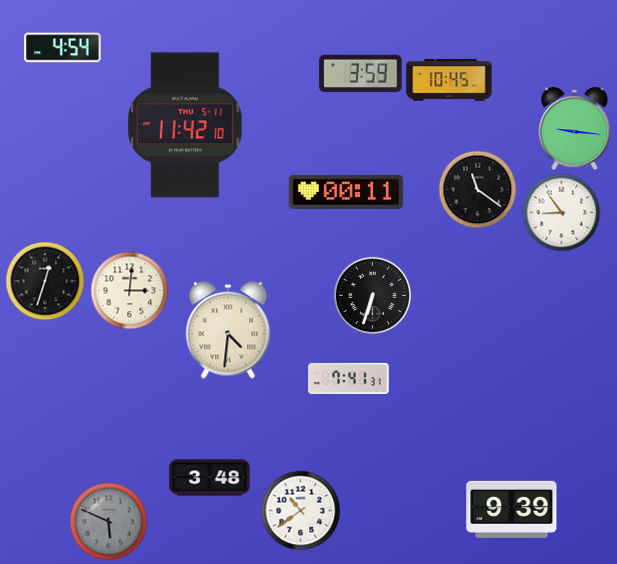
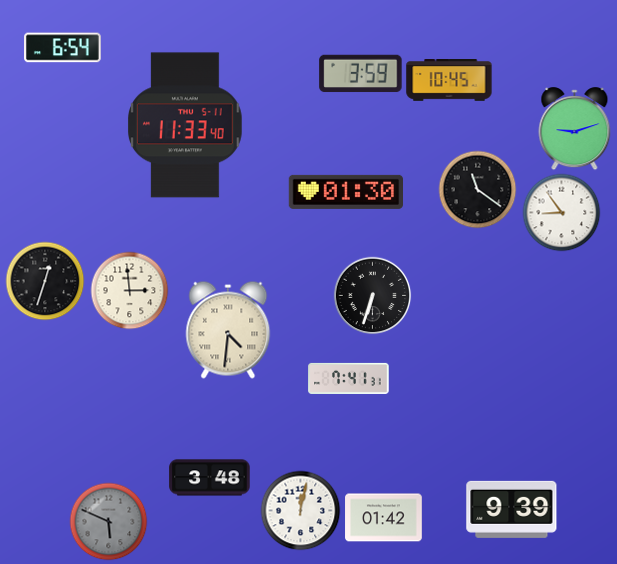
clock at (63, 48): 4:54 -> 6:54
clock at (186, 125): 11:42 -> 11:33
clock at (575, 129): 9:16 -> 9:12
clock at (345, 192): 00:11 -> 01:30
clock at (129, 290): 3:01 -> 2:59
clock at (300, 510): 10:39 -> 12:02
clock at (384, 518): none -> 01:42
